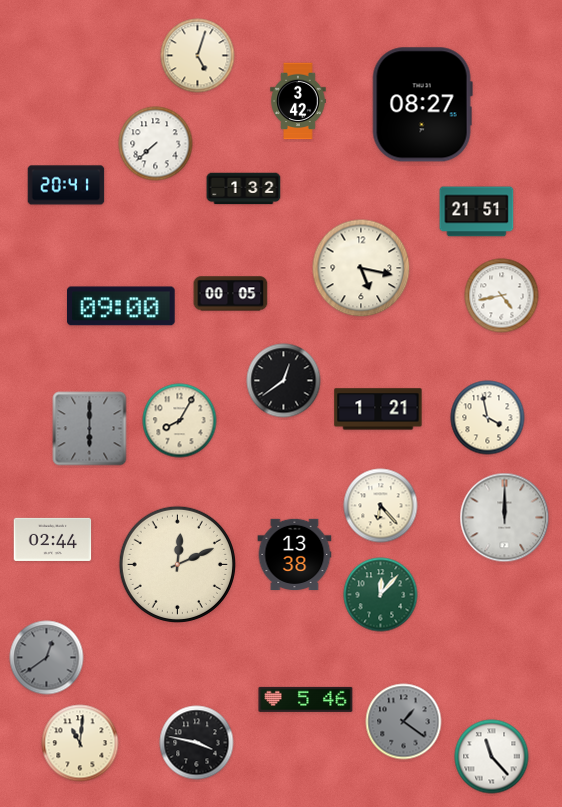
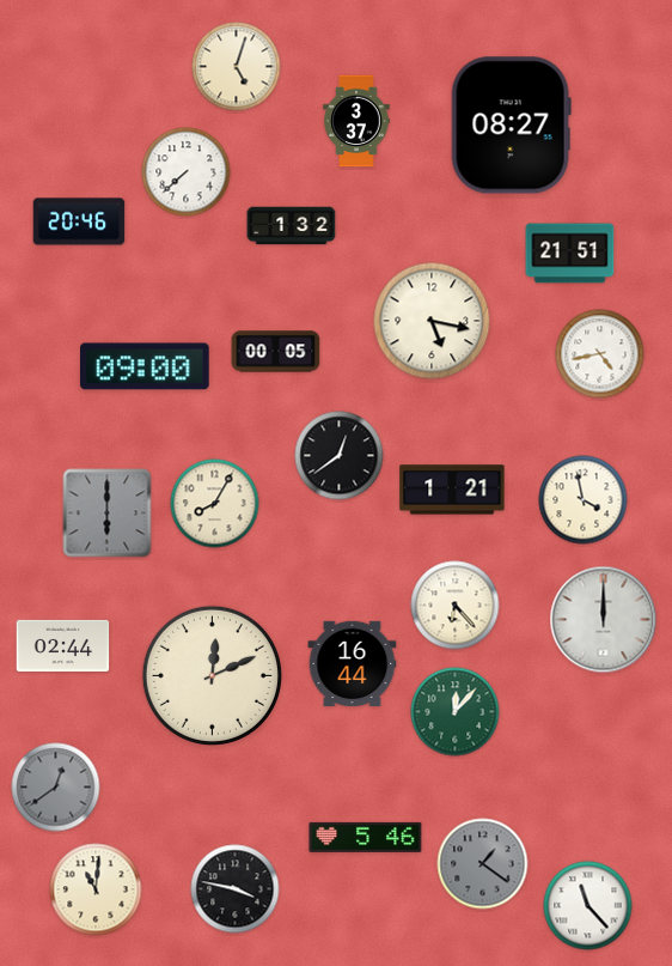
clock at (298, 101): 3:42 -> 3:37
clock at (422, 105) position: (422, 105) -> (511, 126)
clock at (66, 185): 20:41 -> 20:46
clock at (295, 554): 13:38 -> 16:44
